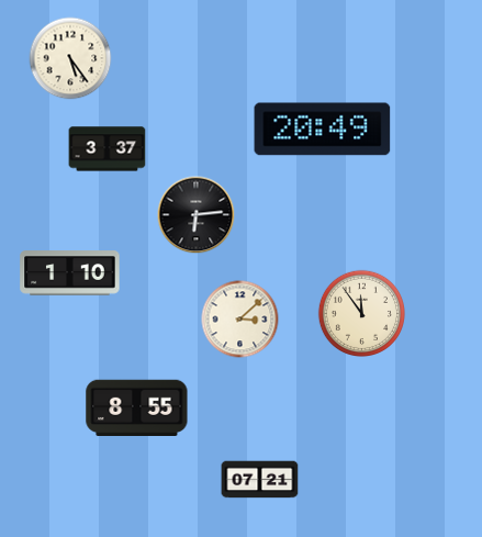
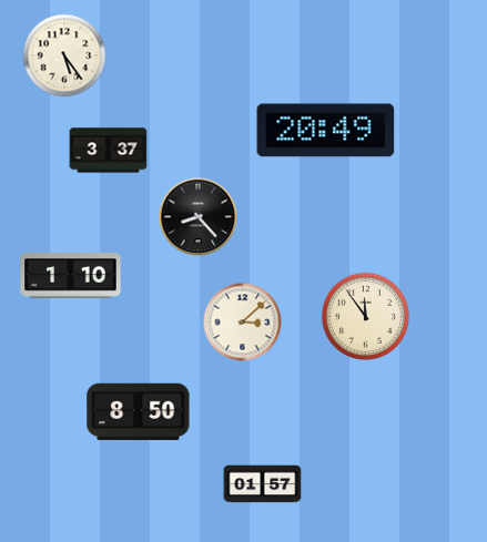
clock at (70, 58) position: (70, 58) -> (64, 55)
clock at (197, 215): 6:14 -> 8:23
clock at (137, 409): 8:55 -> 8:50
clock at (260, 480): 07:21 -> 01:57
